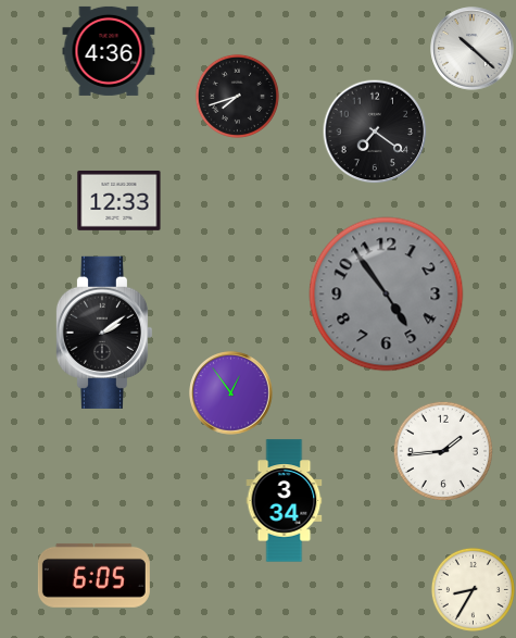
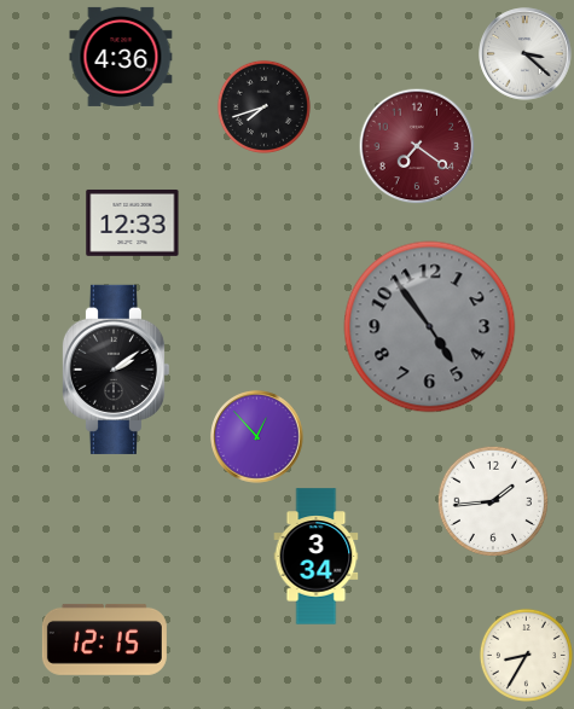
clock at (473, 49): 10:22 -> 3:22
clock at (375, 132) dial: black -> burgundy
clock at (231, 393): 12:54 -> 12:53
clock at (93, 575): 6:05 -> 12:15
